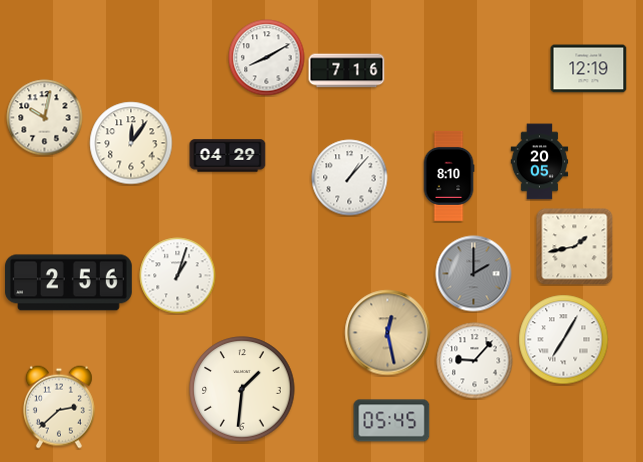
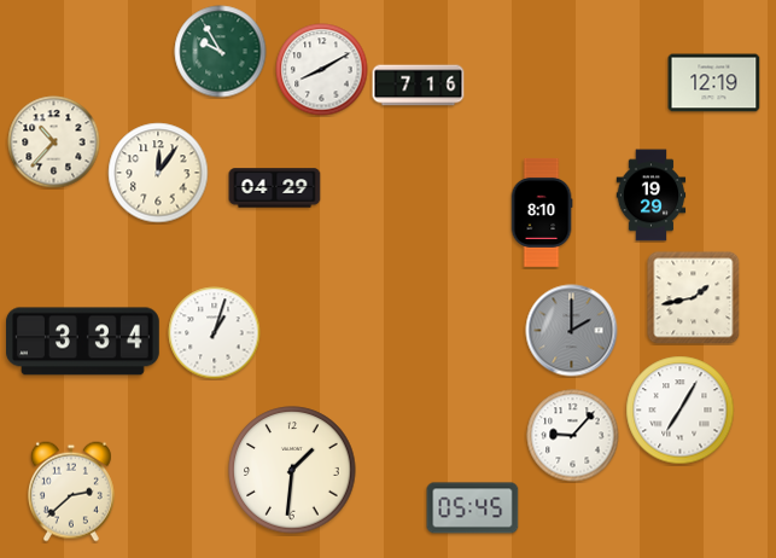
clock at (221, 52): none -> 9:55
clock at (589, 69) position: (589, 69) -> (714, 83)
clock at (45, 118): 10:02 -> 10:37
clock at (540, 162): 20:05 -> 19:29
clock at (350, 178): 1:07 -> none
clock at (69, 283): 2:56 -> 3:34
clock at (388, 333): 12:28 -> none
